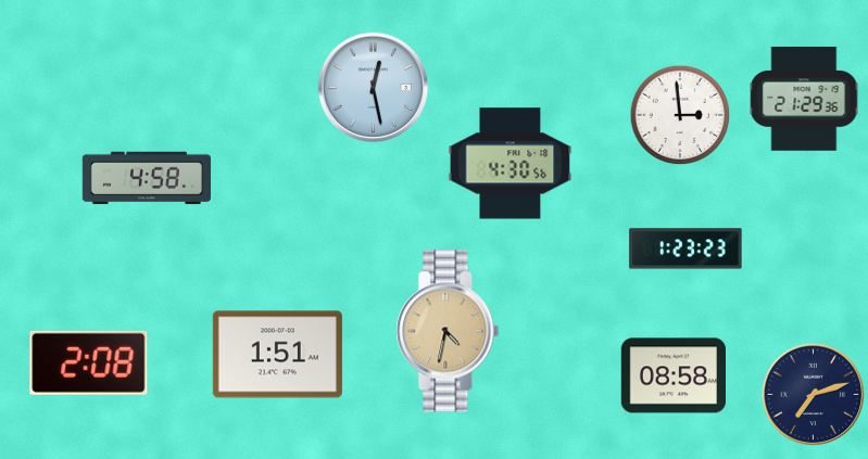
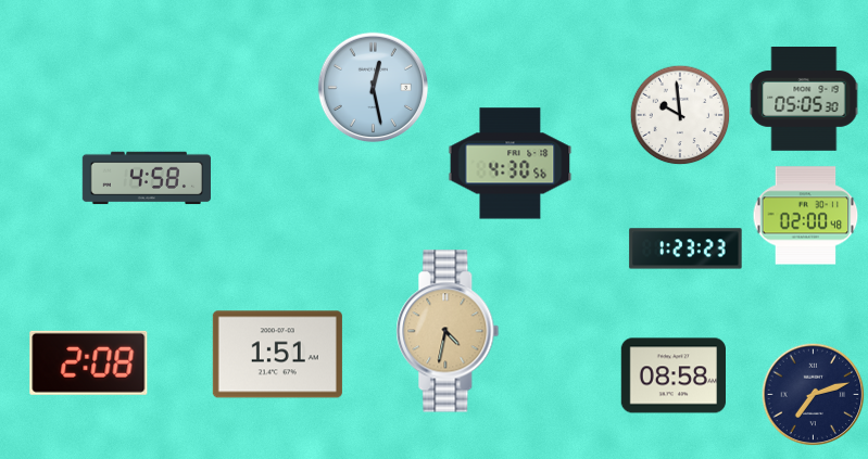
clock at (804, 100): 21:29 -> 05:05
clock at (680, 115): 2:59 -> 9:59
clock at (806, 216): none -> 02:00
